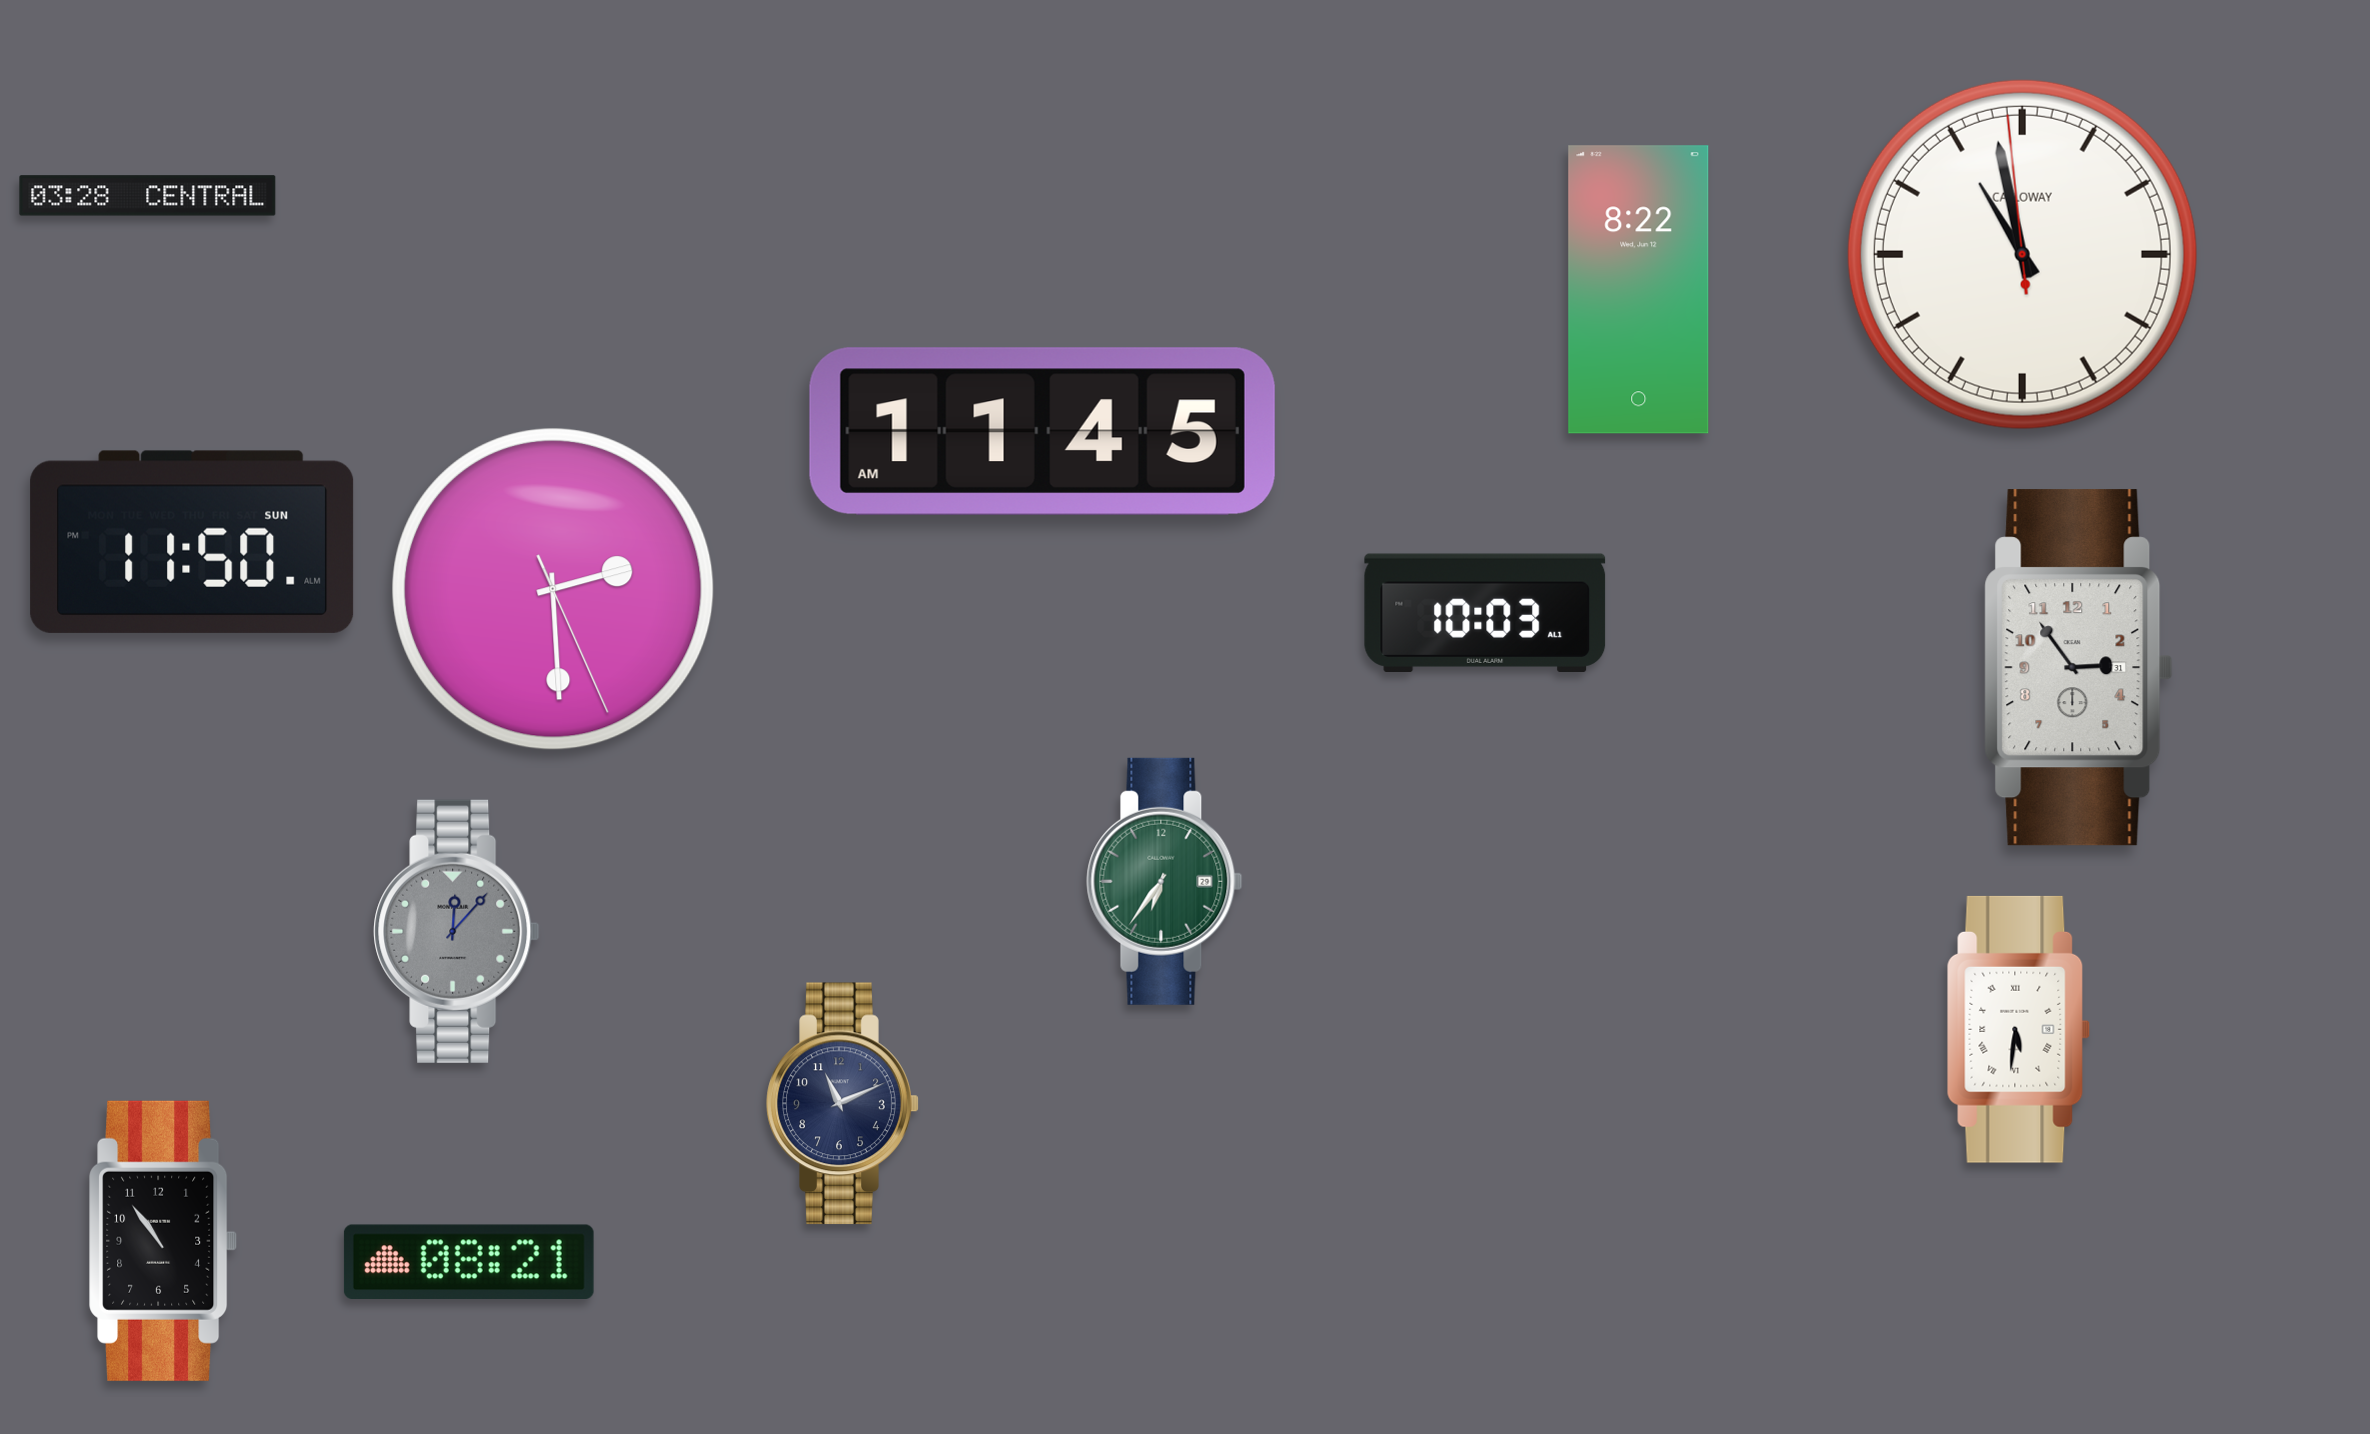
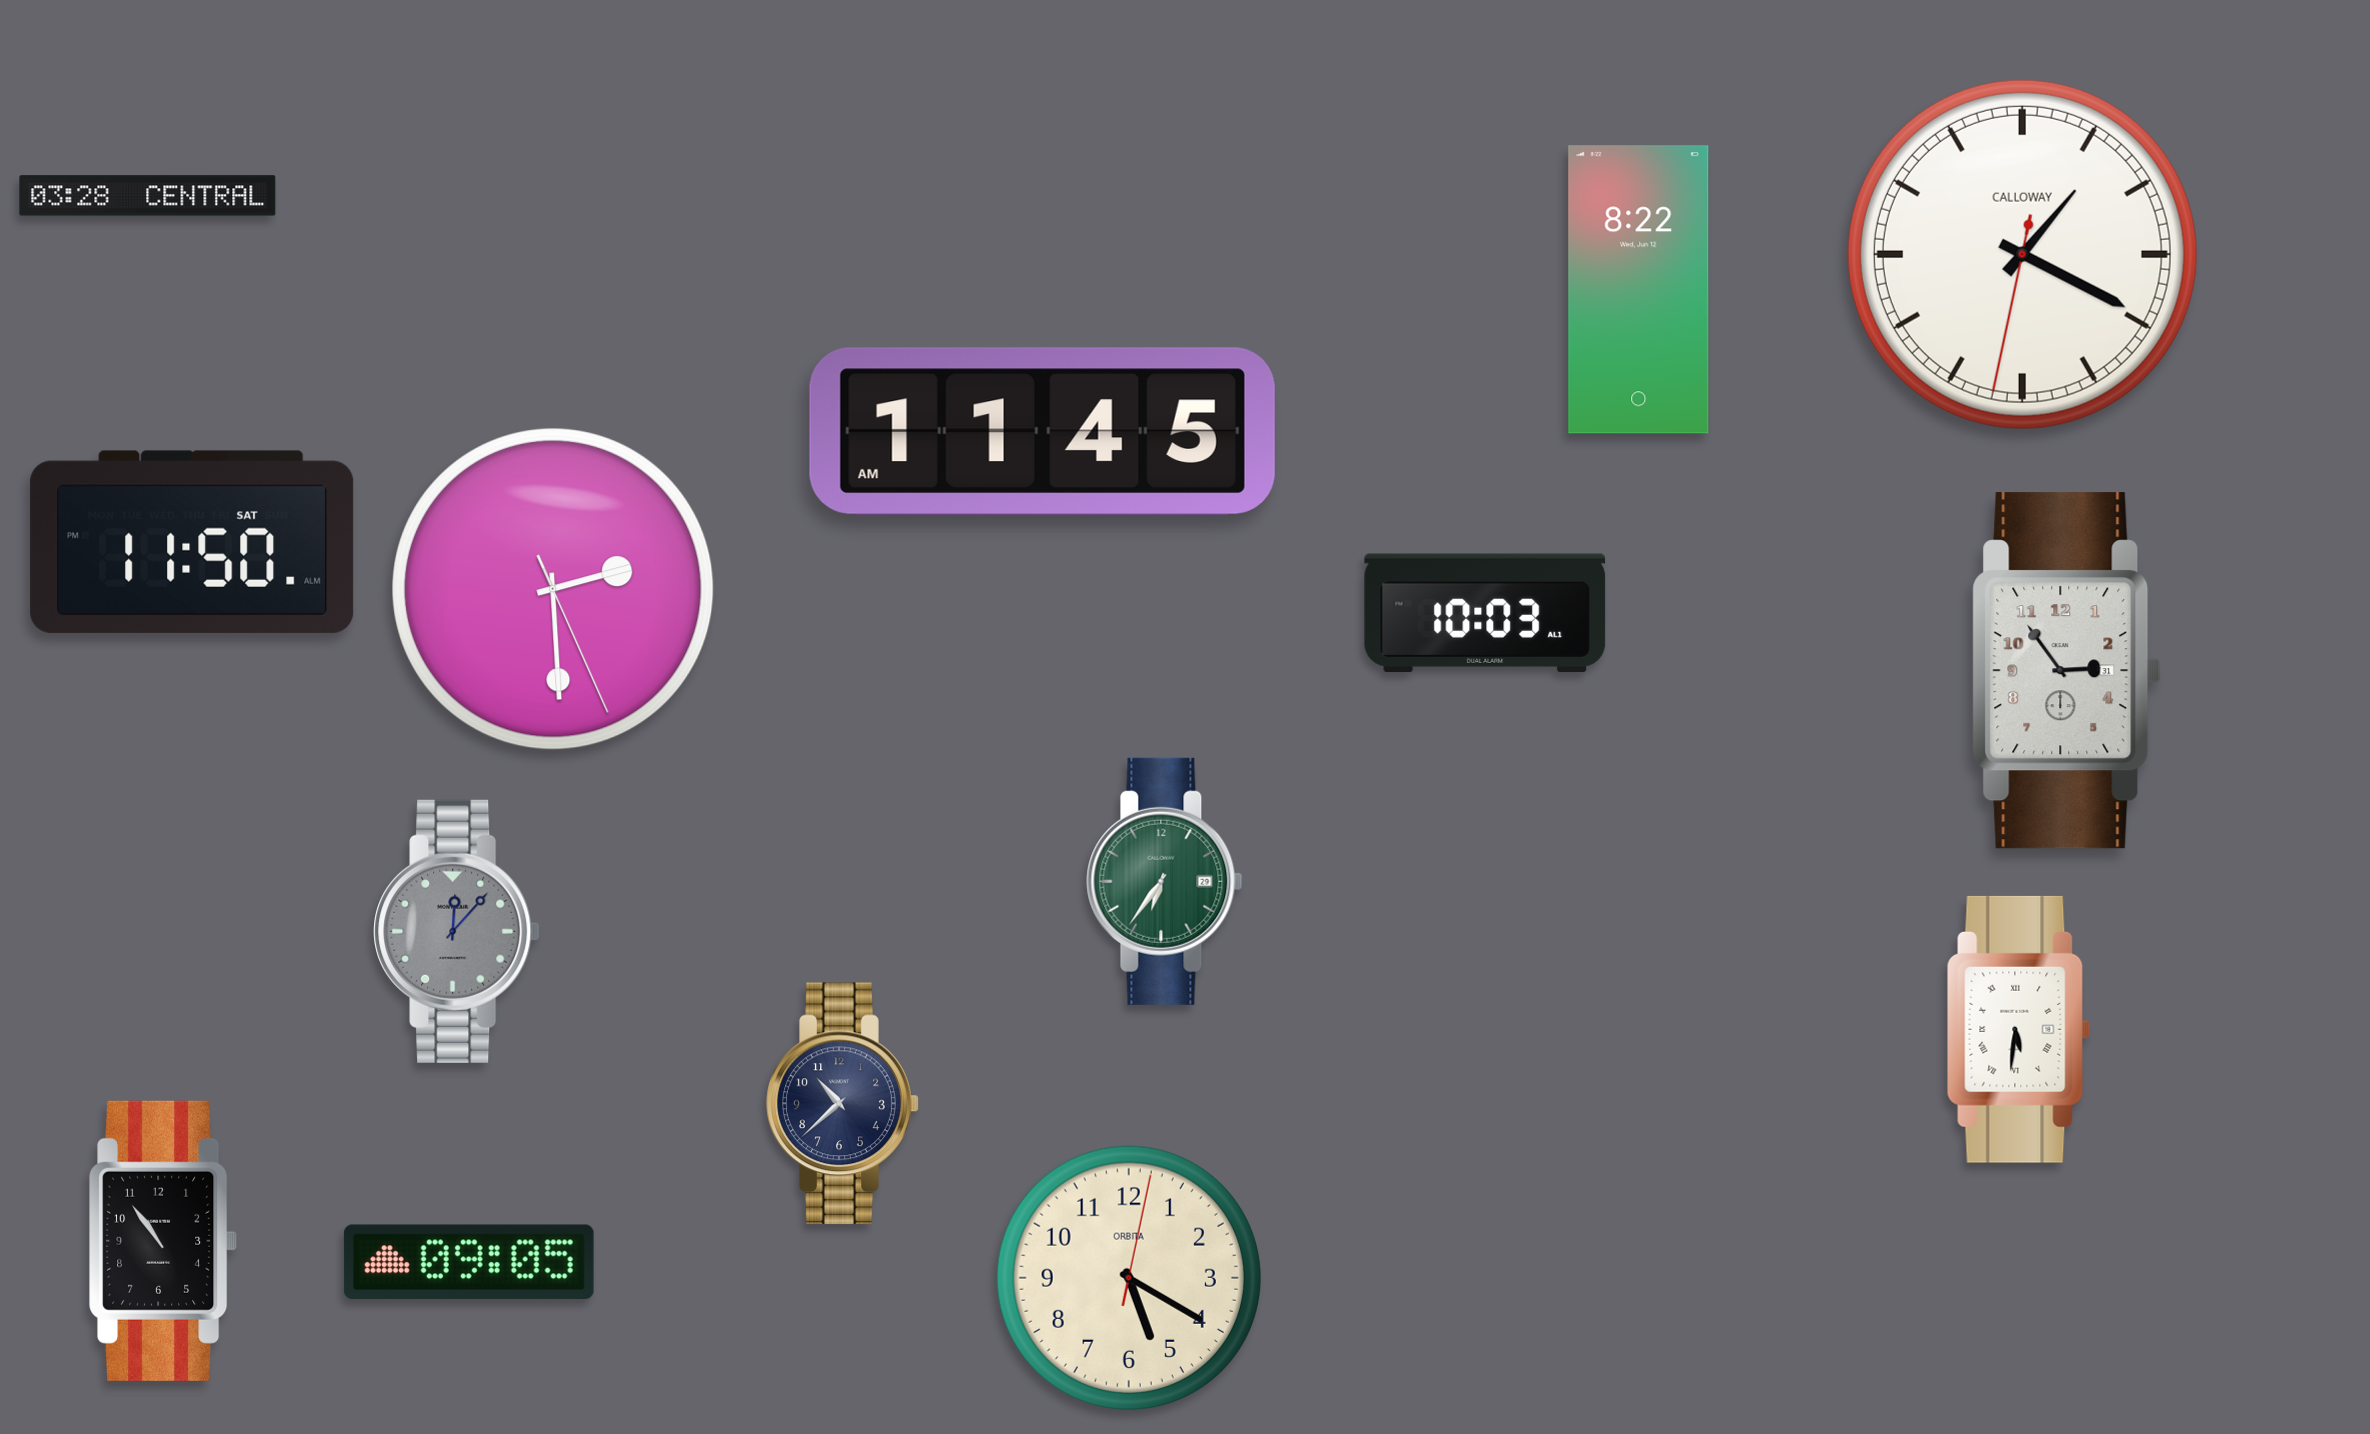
clock at (2022, 254): 10:57 -> 1:19
clock at (192, 542) date: SUN -> SAT
clock at (2079, 668) position: (2079, 668) -> (2067, 671)
clock at (843, 1104): 11:11 -> 10:38
clock at (469, 1262): 08:21 -> 09:05
clock at (1129, 1278): none -> 5:20
